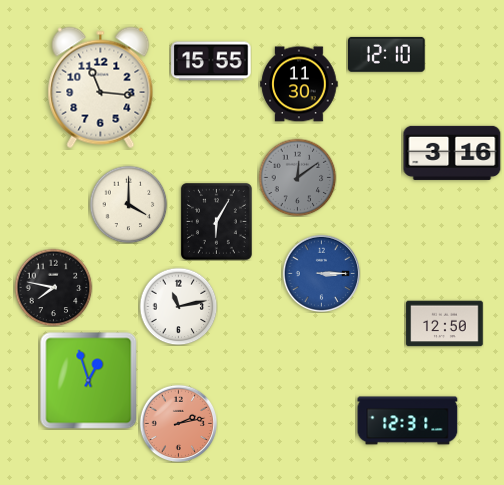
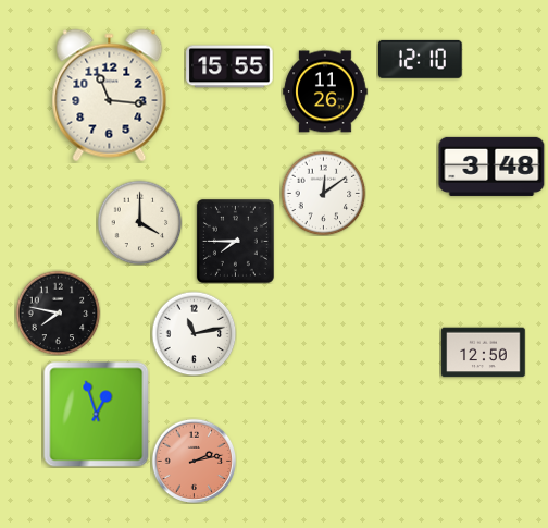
clock at (299, 84): 11:30 -> 11:26
clock at (452, 153): 3:16 -> 3:48
clock at (297, 177) dial: grey -> white
clock at (216, 221): 6:05 -> 7:45
clock at (321, 273): 3:15 -> none
clock at (408, 421): 12:31 -> none
